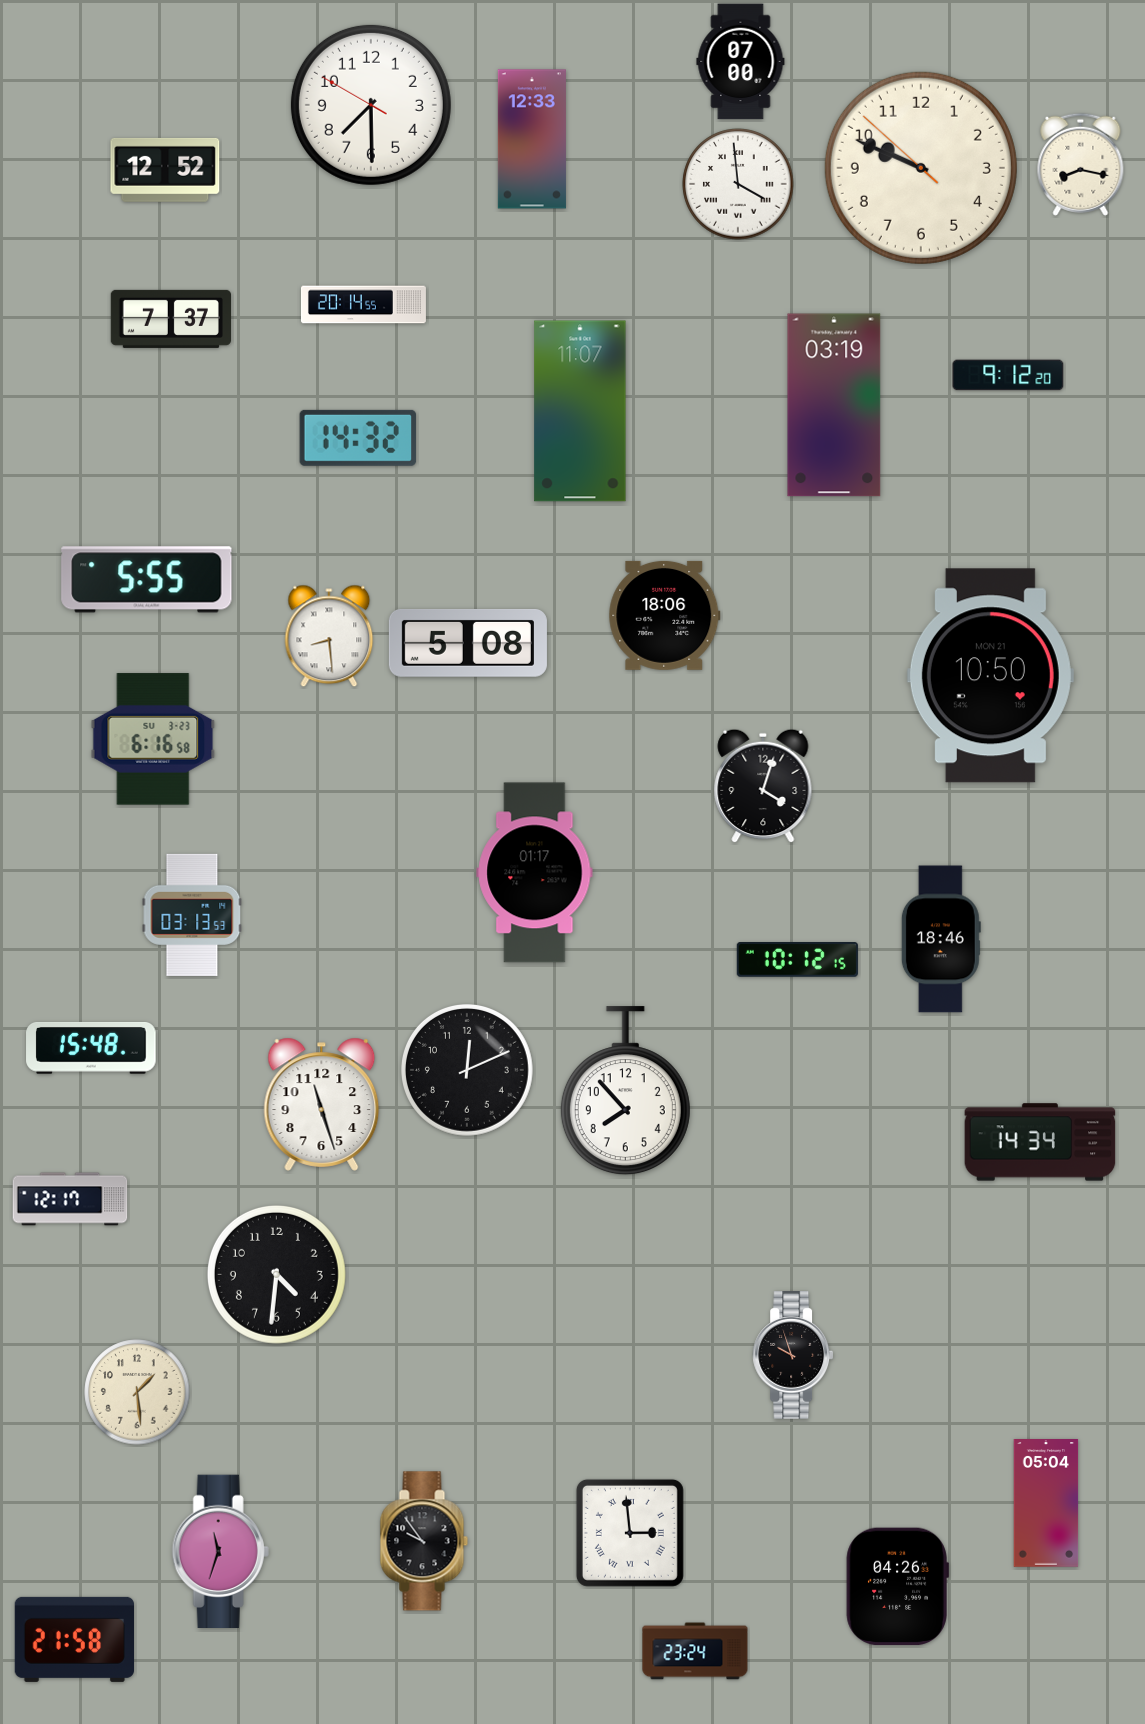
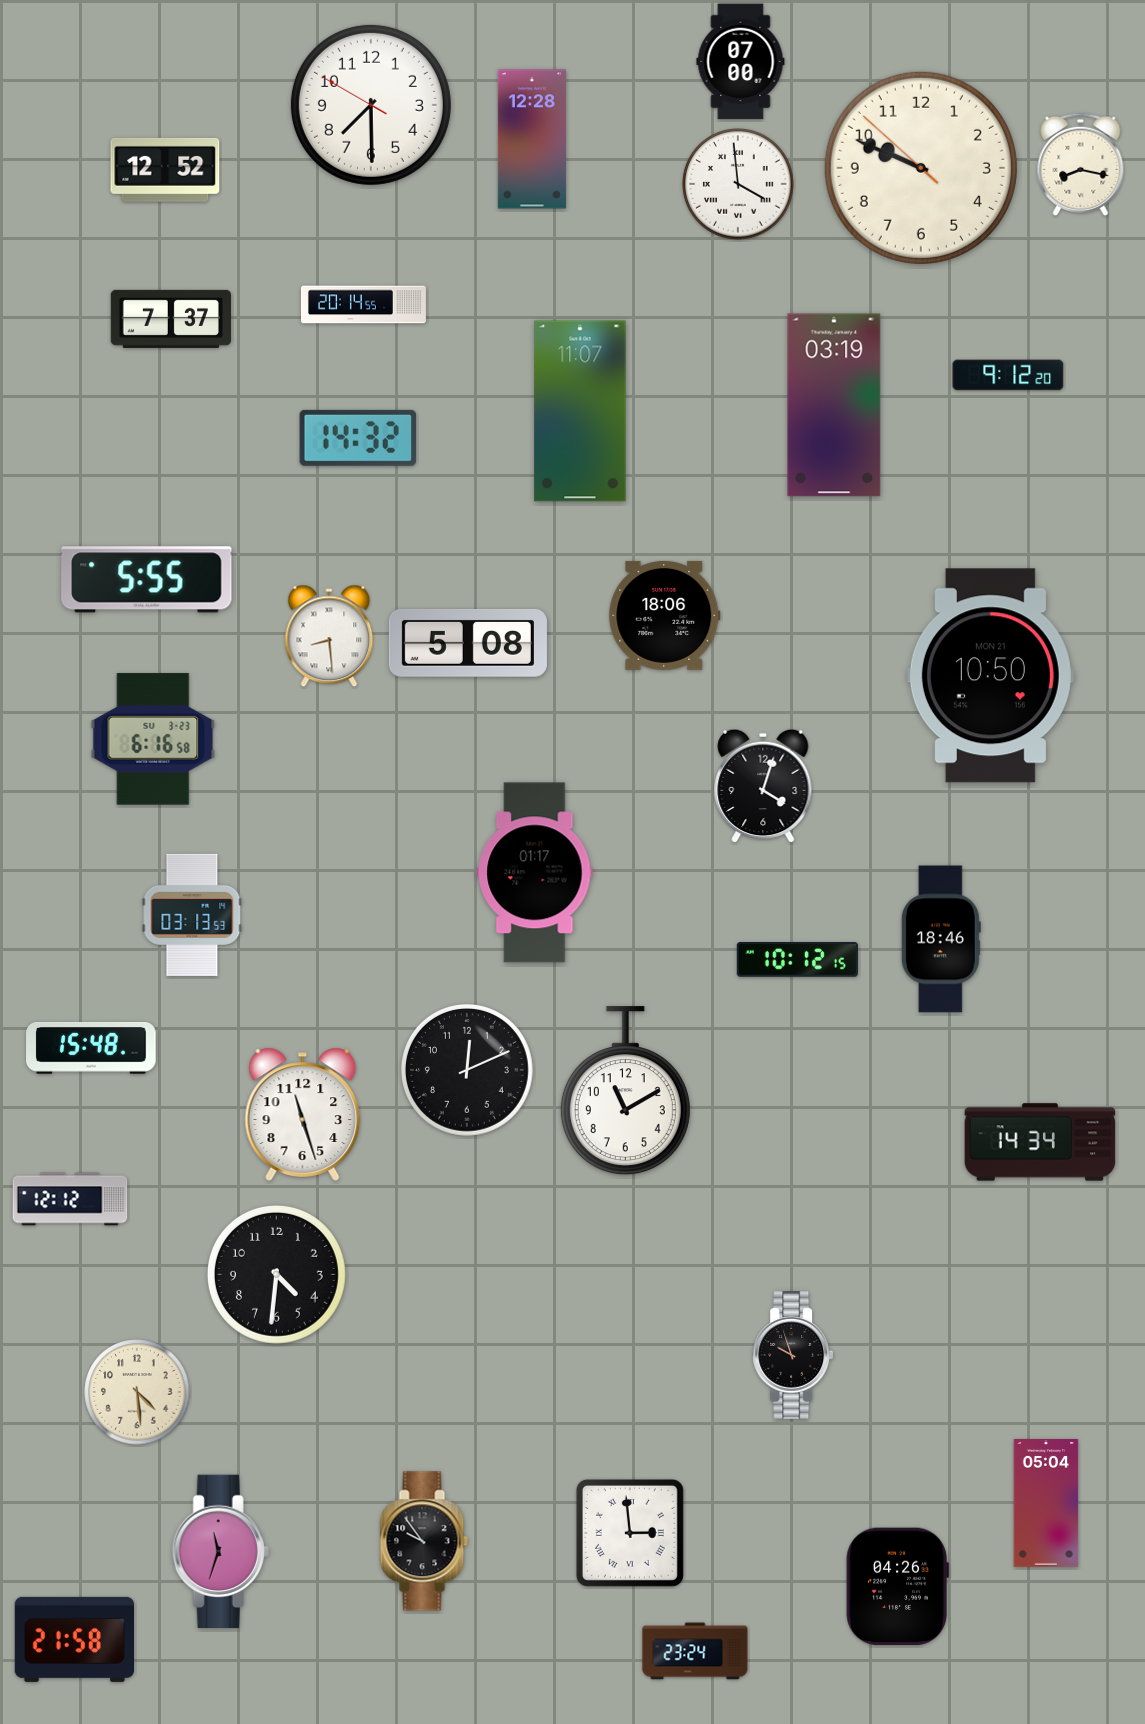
clock at (532, 139): 12:33 -> 12:28
clock at (625, 1091): 7:53 -> 11:10
clock at (322, 1104) position: (322, 1104) -> (303, 1114)
clock at (70, 1199): 12:17 -> 12:12
clock at (137, 1392): 1:29 -> 4:29
